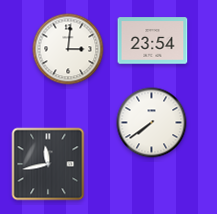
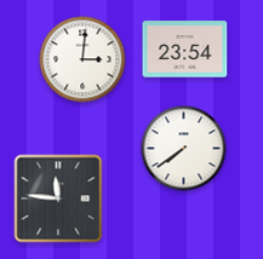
clock at (48, 164): 11:43 -> 11:46
